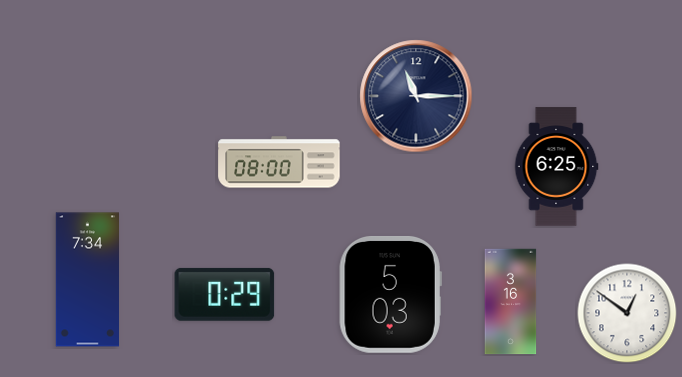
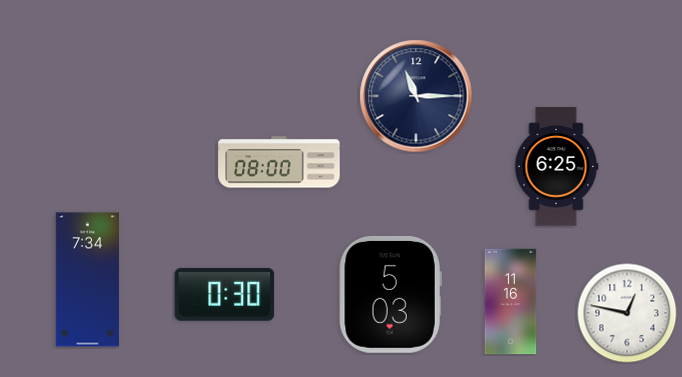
clock at (225, 294): 0:29 -> 0:30
clock at (511, 302): 3:16 -> 11:16
clock at (627, 313): 12:51 -> 12:47
